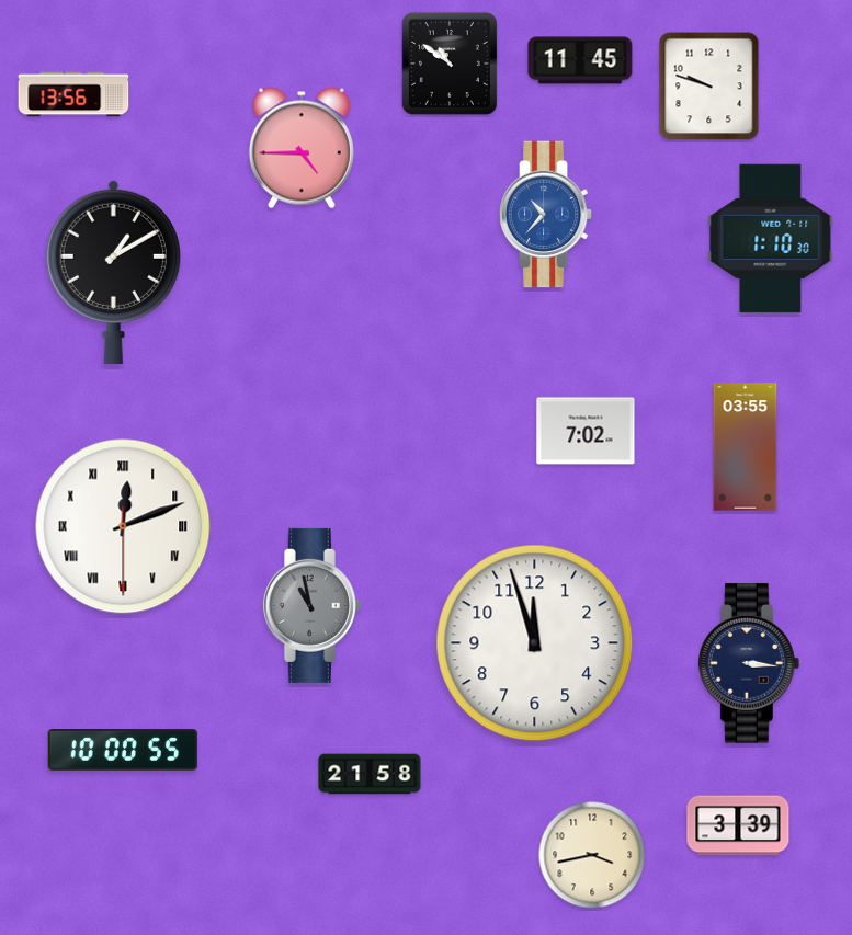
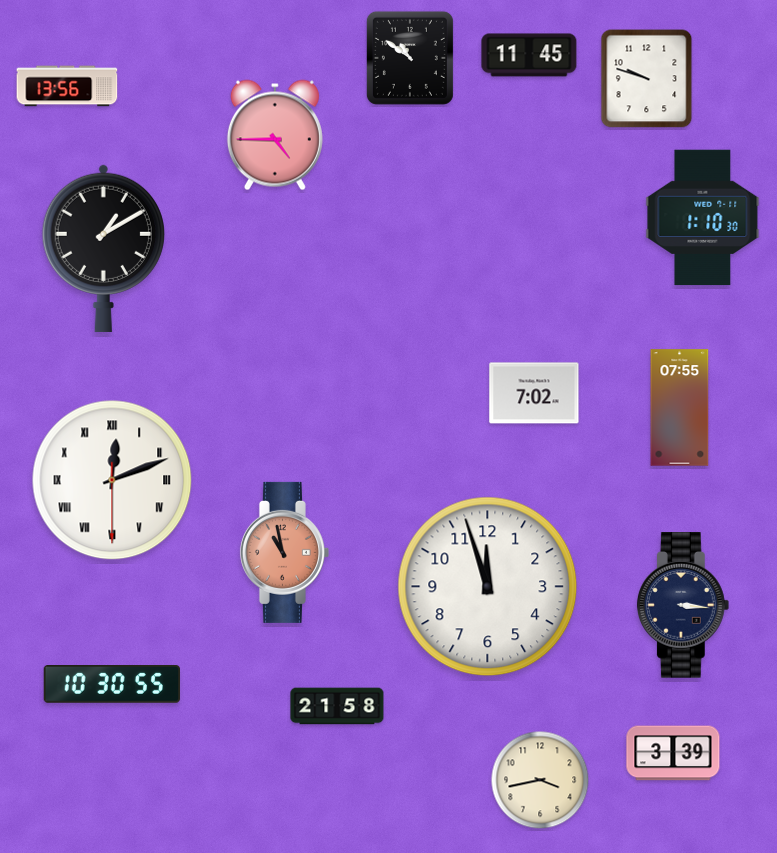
clock at (546, 215): 10:37 -> none
clock at (746, 447): 03:55 -> 07:55
clock at (311, 605) dial: grey -> salmon
clock at (122, 751): 10:00 -> 10:30
